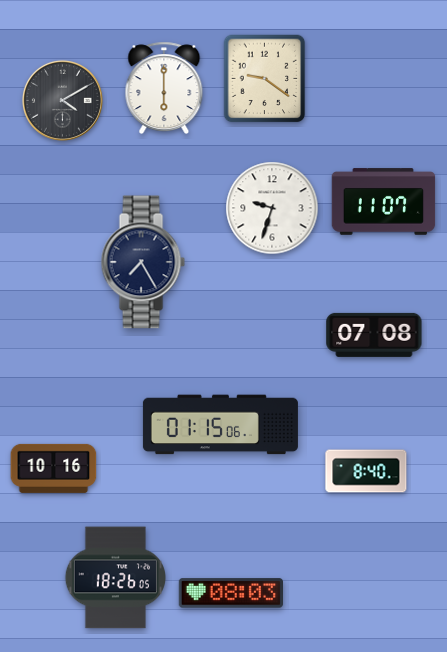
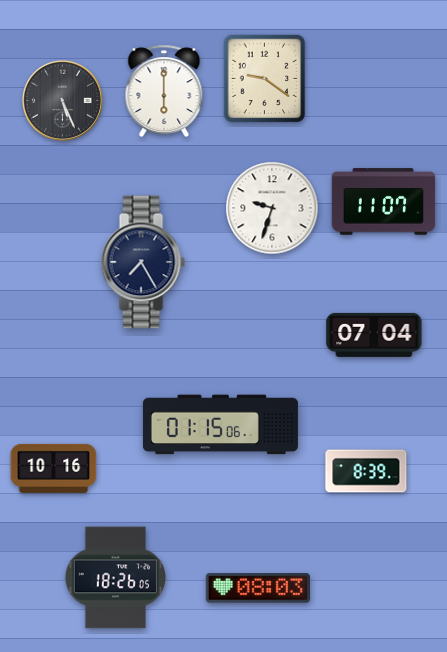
clock at (164, 88) position: (164, 88) -> (164, 91)
clock at (62, 100): 4:10 -> 5:26
clock at (374, 335): 07:08 -> 07:04
clock at (366, 471): 8:40 -> 8:39
clock at (230, 593) position: (230, 593) -> (257, 588)
